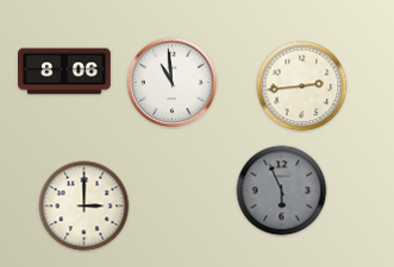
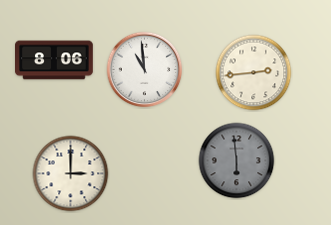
clock at (282, 191): 5:56 -> 5:59
